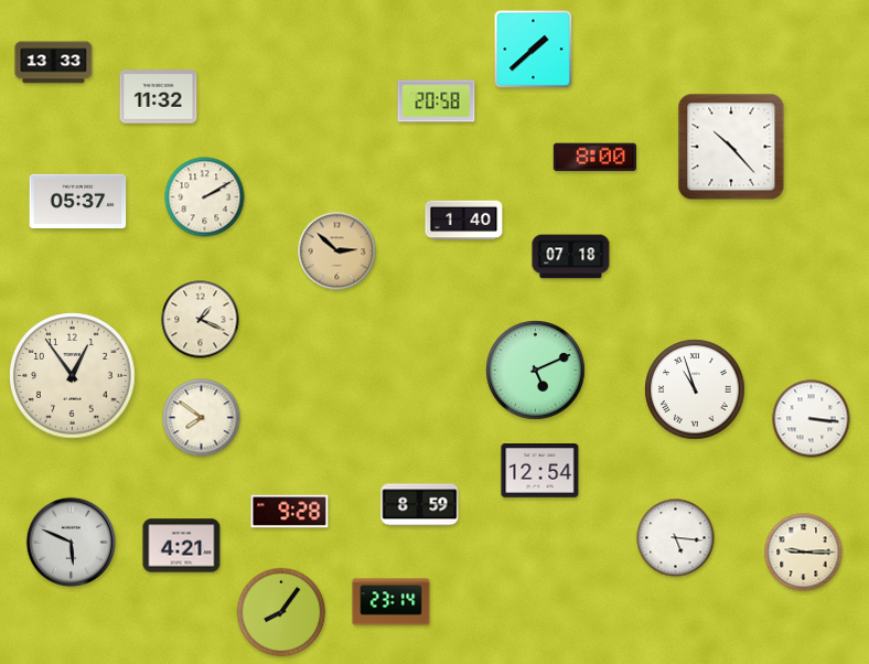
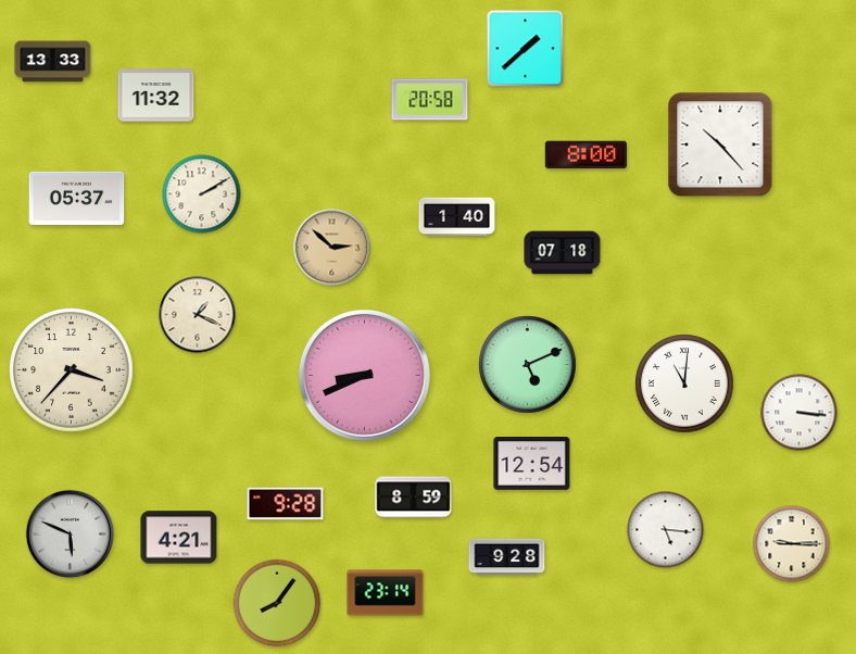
clock at (73, 376): 12:54 -> 3:37
clock at (364, 375): none -> 8:41
clock at (695, 389): 10:57 -> 11:01
clock at (202, 418): 7:51 -> none
clock at (507, 557): none -> 9:28
